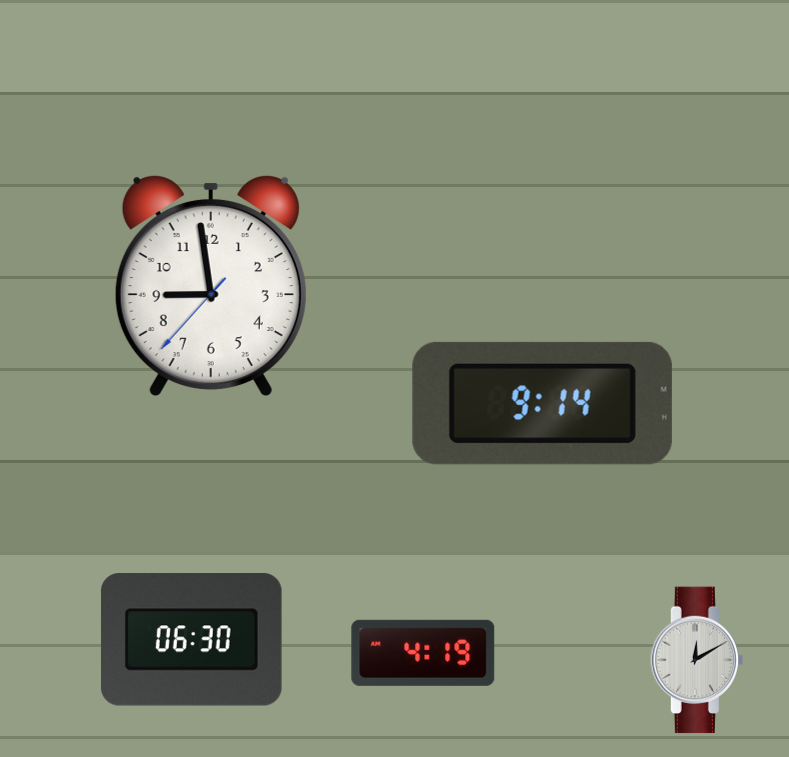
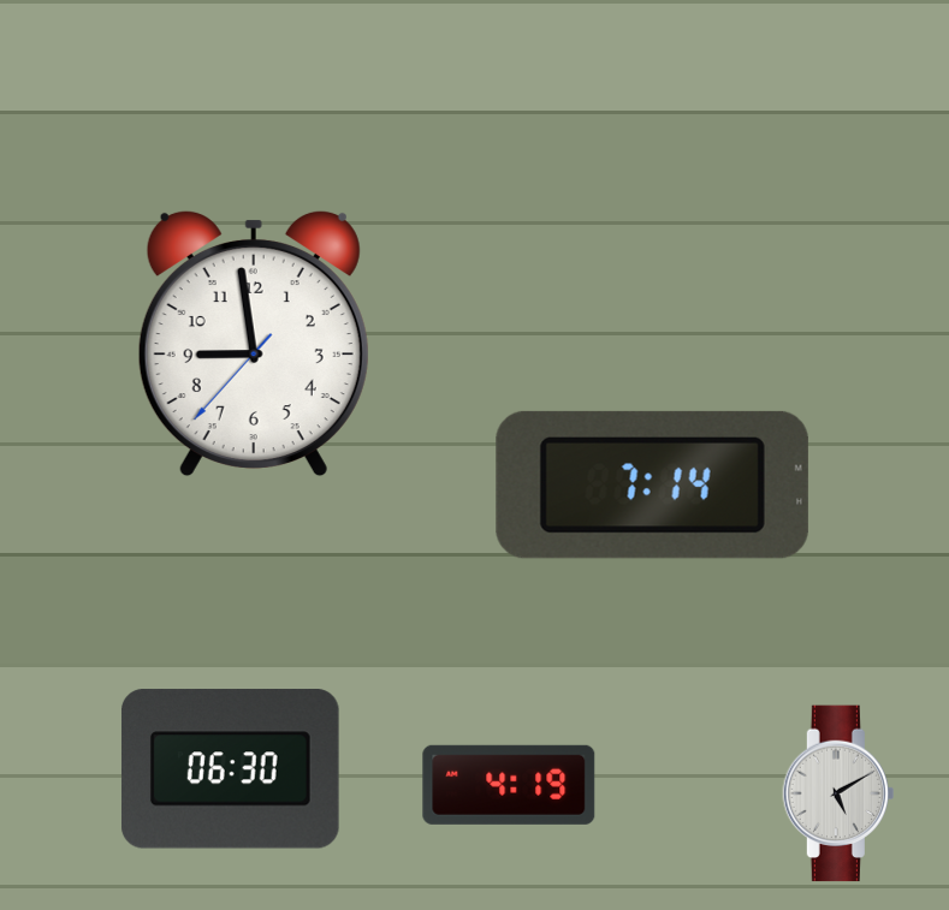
clock at (542, 403): 9:14 -> 7:14
clock at (696, 660): 12:10 -> 5:10
